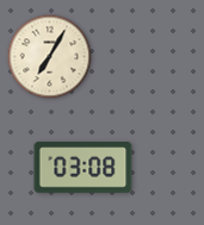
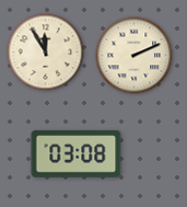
clock at (50, 57): 7:05 -> 11:55
clock at (135, 56): none -> 2:11
